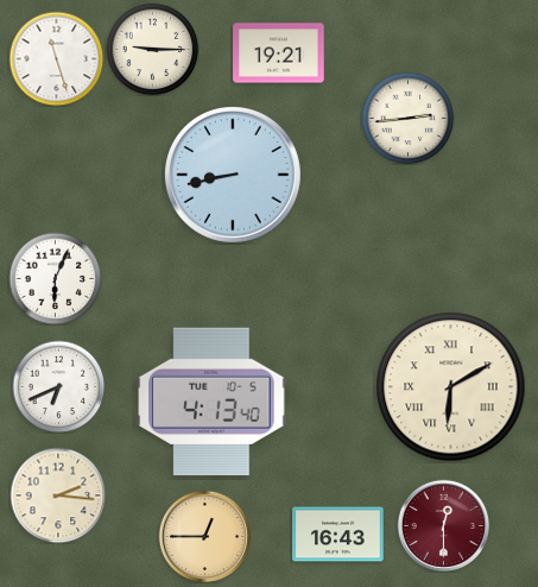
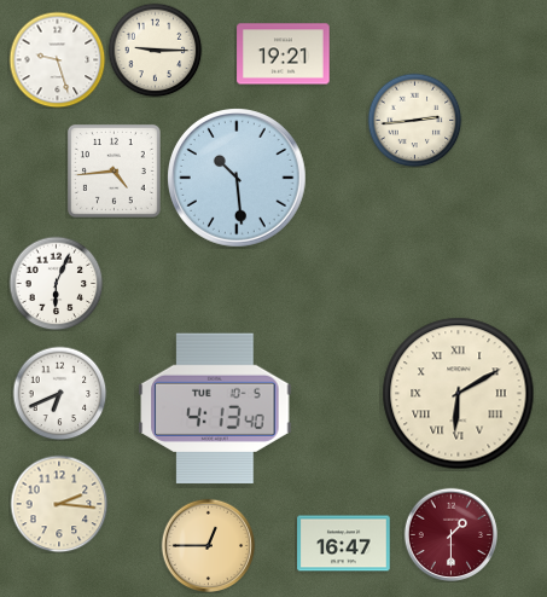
clock at (56, 58): 11:27 -> 9:27
clock at (114, 170): none -> 4:44
clock at (234, 176): 8:43 -> 10:29
clock at (443, 525): 12:30 -> 1:30
clock at (338, 535): 16:43 -> 16:47
